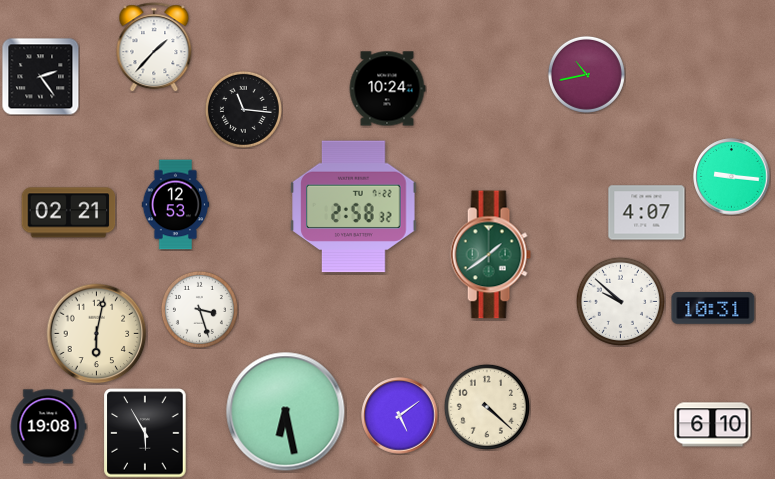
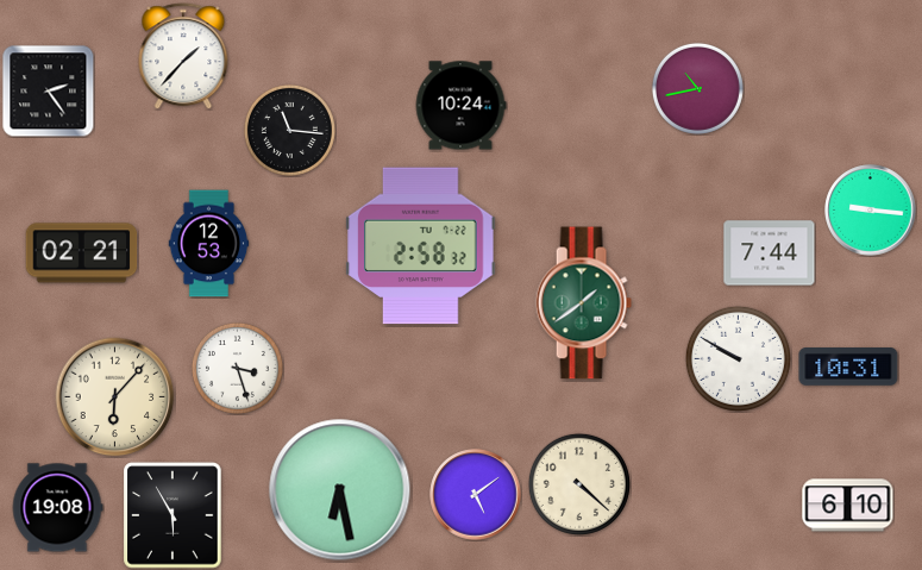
clock at (647, 213): 4:07 -> 7:44
clock at (620, 301): 9:52 -> 9:50
clock at (97, 334): 6:02 -> 6:07
